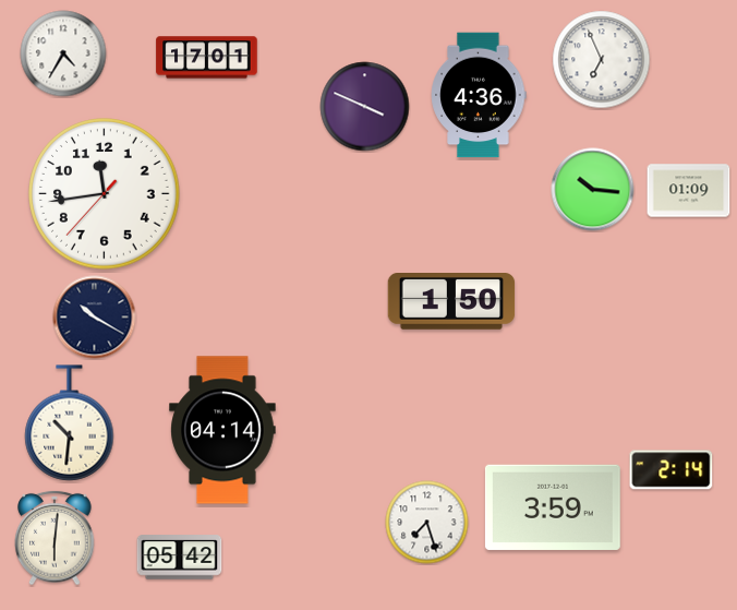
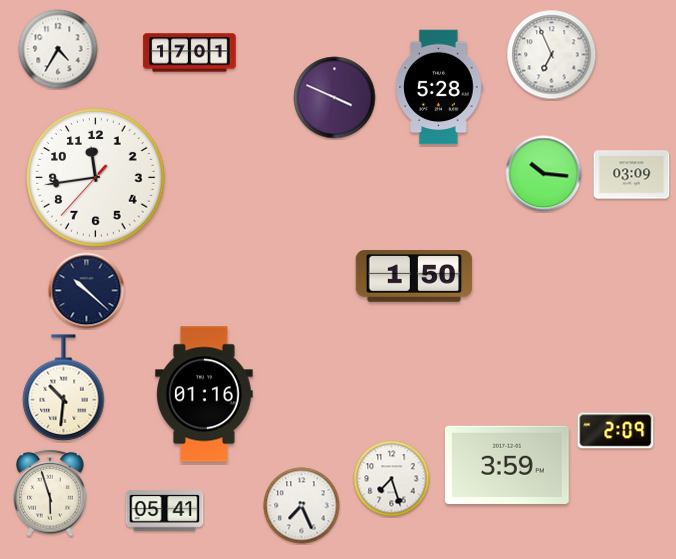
clock at (479, 95): 4:36 -> 5:28
clock at (689, 191): 01:09 -> 03:09
clock at (95, 318): 10:20 -> 10:22
clock at (222, 430): 04:14 -> 01:16
clock at (672, 470): 2:14 -> 2:09
clock at (55, 538): 6:01 -> 5:57
clock at (302, 506): none -> 7:26
clock at (180, 558): 05:42 -> 05:41
